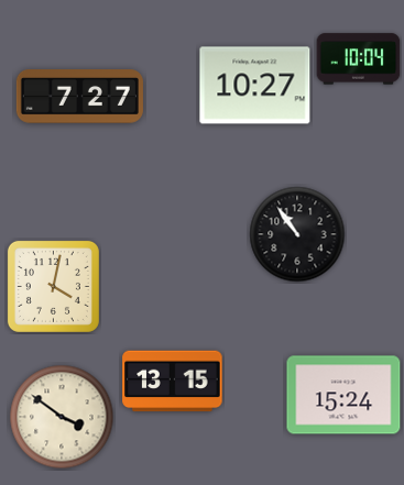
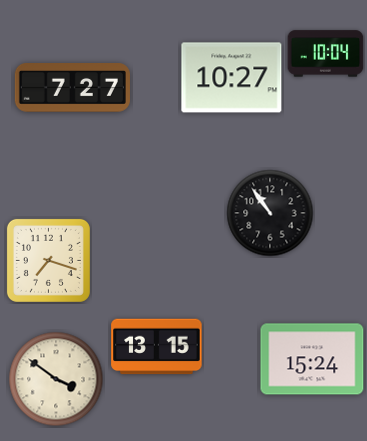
clock at (53, 286): 4:02 -> 7:18
